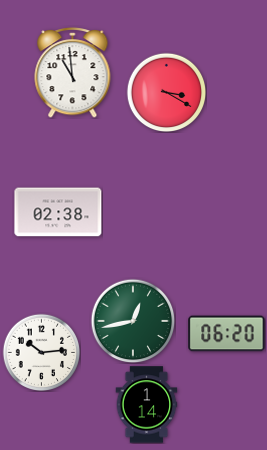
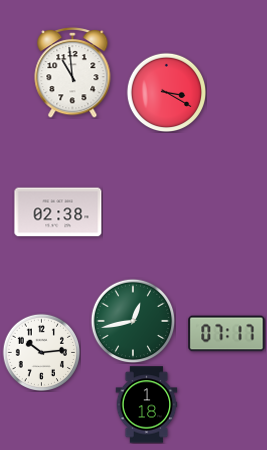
clock at (227, 334): 06:20 -> 07:17
clock at (147, 405): 1:14 -> 1:18
